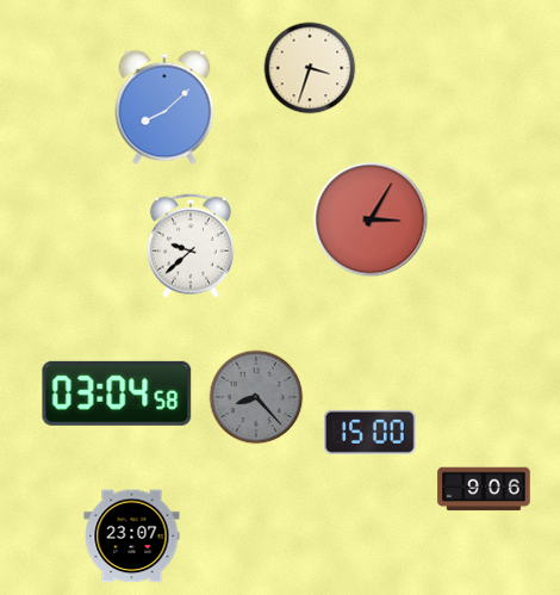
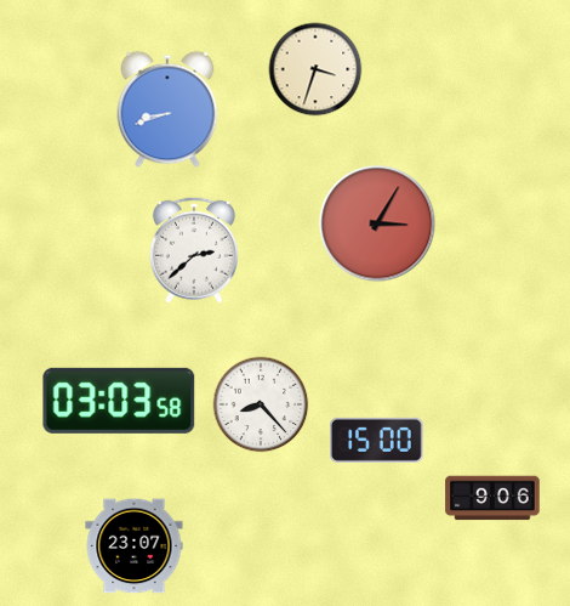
clock at (164, 107): 8:08 -> 8:42
clock at (191, 246): 9:38 -> 2:38
clock at (117, 393): 03:04 -> 03:03
clock at (256, 397) dial: grey -> white
